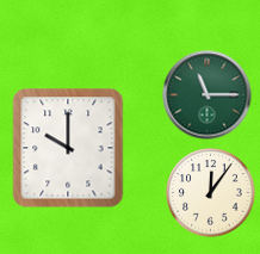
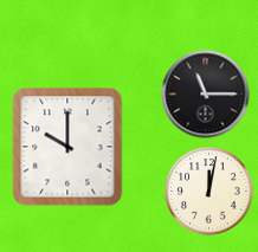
clock at (208, 95) dial: green -> black
clock at (211, 193): 12:06 -> 12:02
